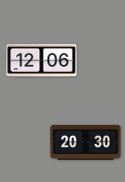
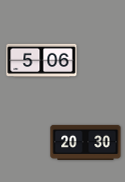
clock at (42, 60): 12:06 -> 5:06
